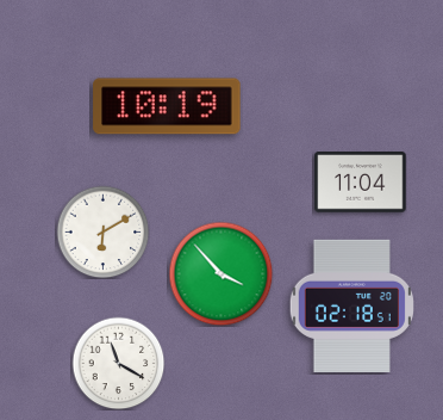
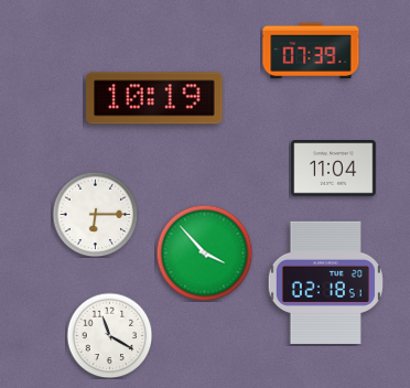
clock at (311, 51): none -> 07:39
clock at (102, 231): 6:10 -> 6:15
